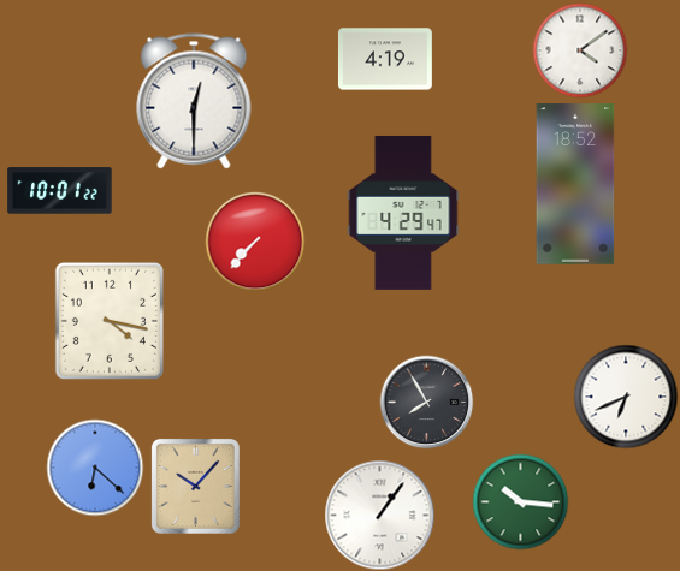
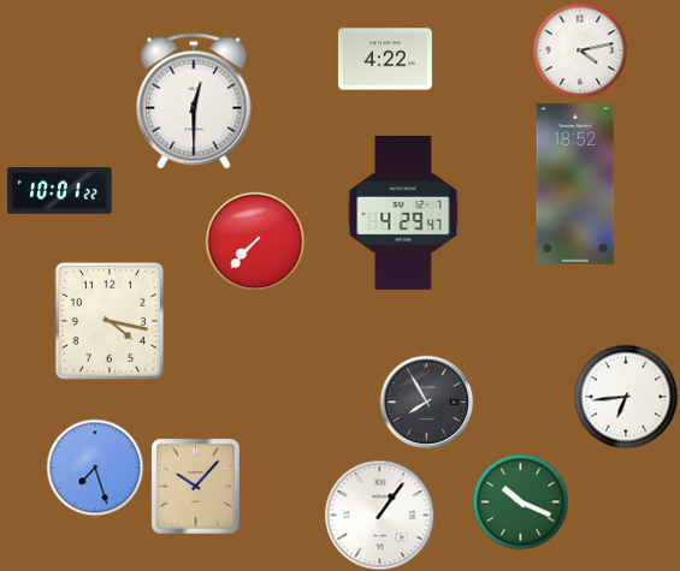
clock at (580, 50): 4:09 -> 4:13
clock at (385, 59): 4:19 -> 4:22
clock at (626, 397): 6:41 -> 6:44
clock at (95, 468): 6:22 -> 7:27
clock at (520, 501): 10:16 -> 10:19
